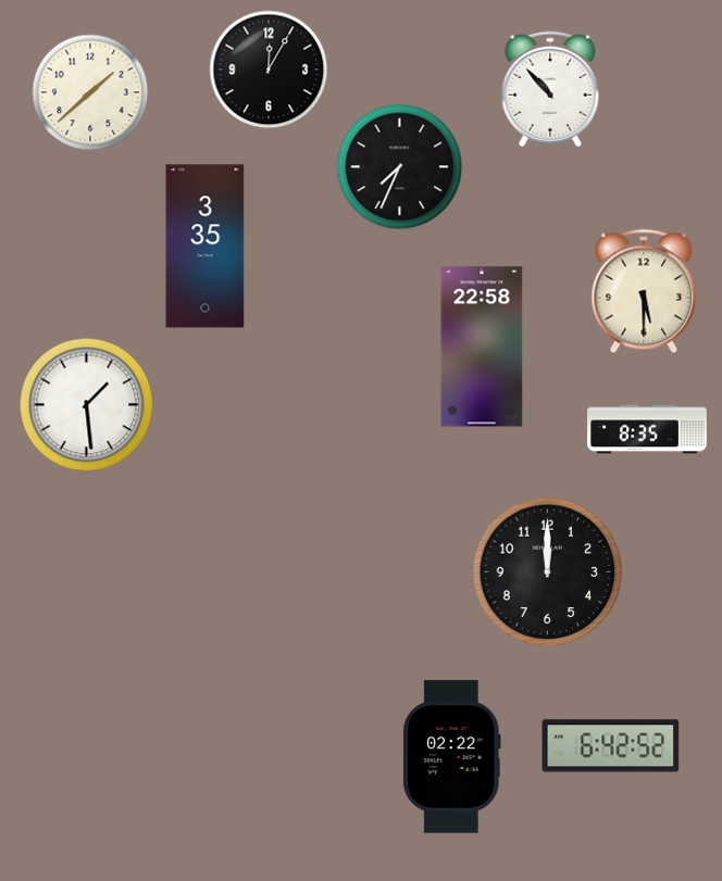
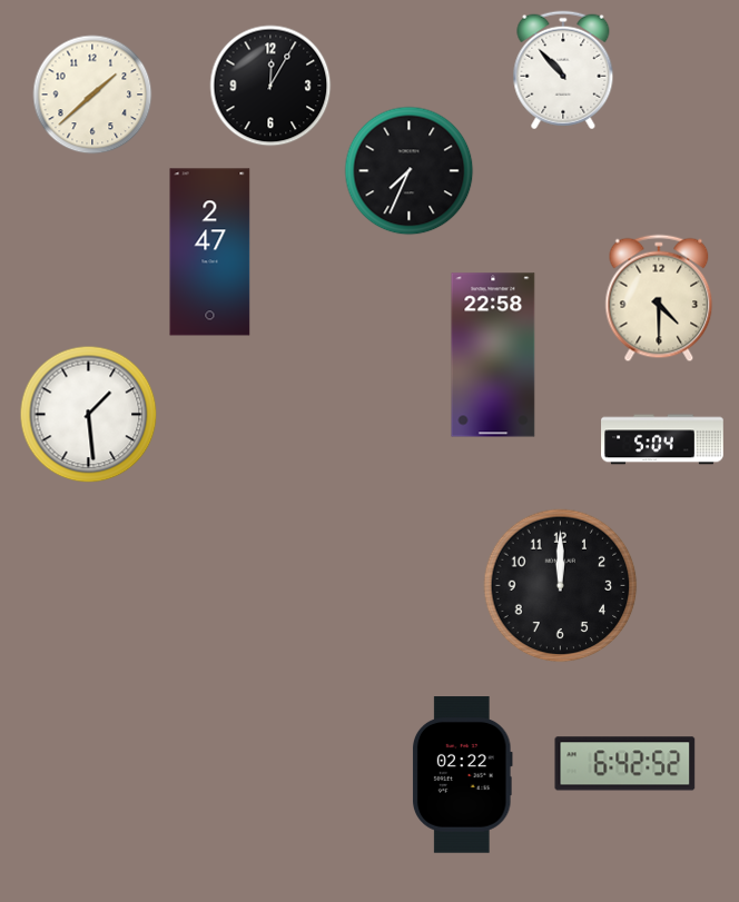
clock at (269, 70) position: (269, 70) -> (270, 86)
clock at (550, 89) position: (550, 89) -> (563, 70)
clock at (206, 247): 3:35 -> 2:47
clock at (644, 291): 5:30 -> 4:30
clock at (647, 429): 8:35 -> 5:04
